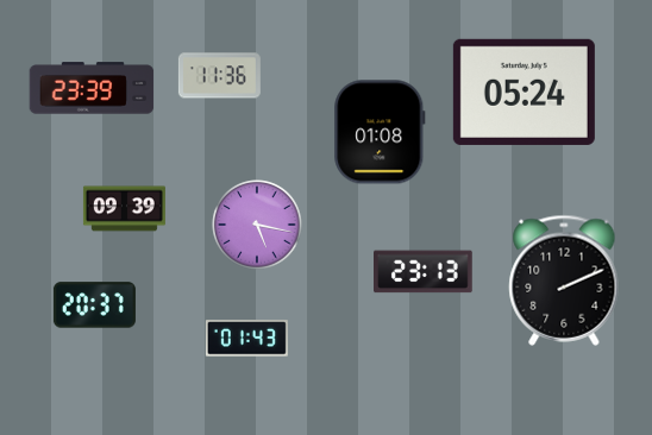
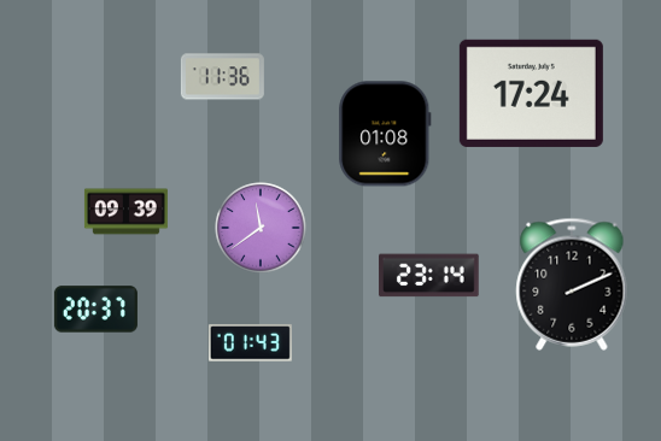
clock at (92, 88): 23:39 -> none
clock at (524, 92): 05:24 -> 17:24
clock at (257, 225): 5:17 -> 11:39
clock at (424, 272): 23:13 -> 23:14
